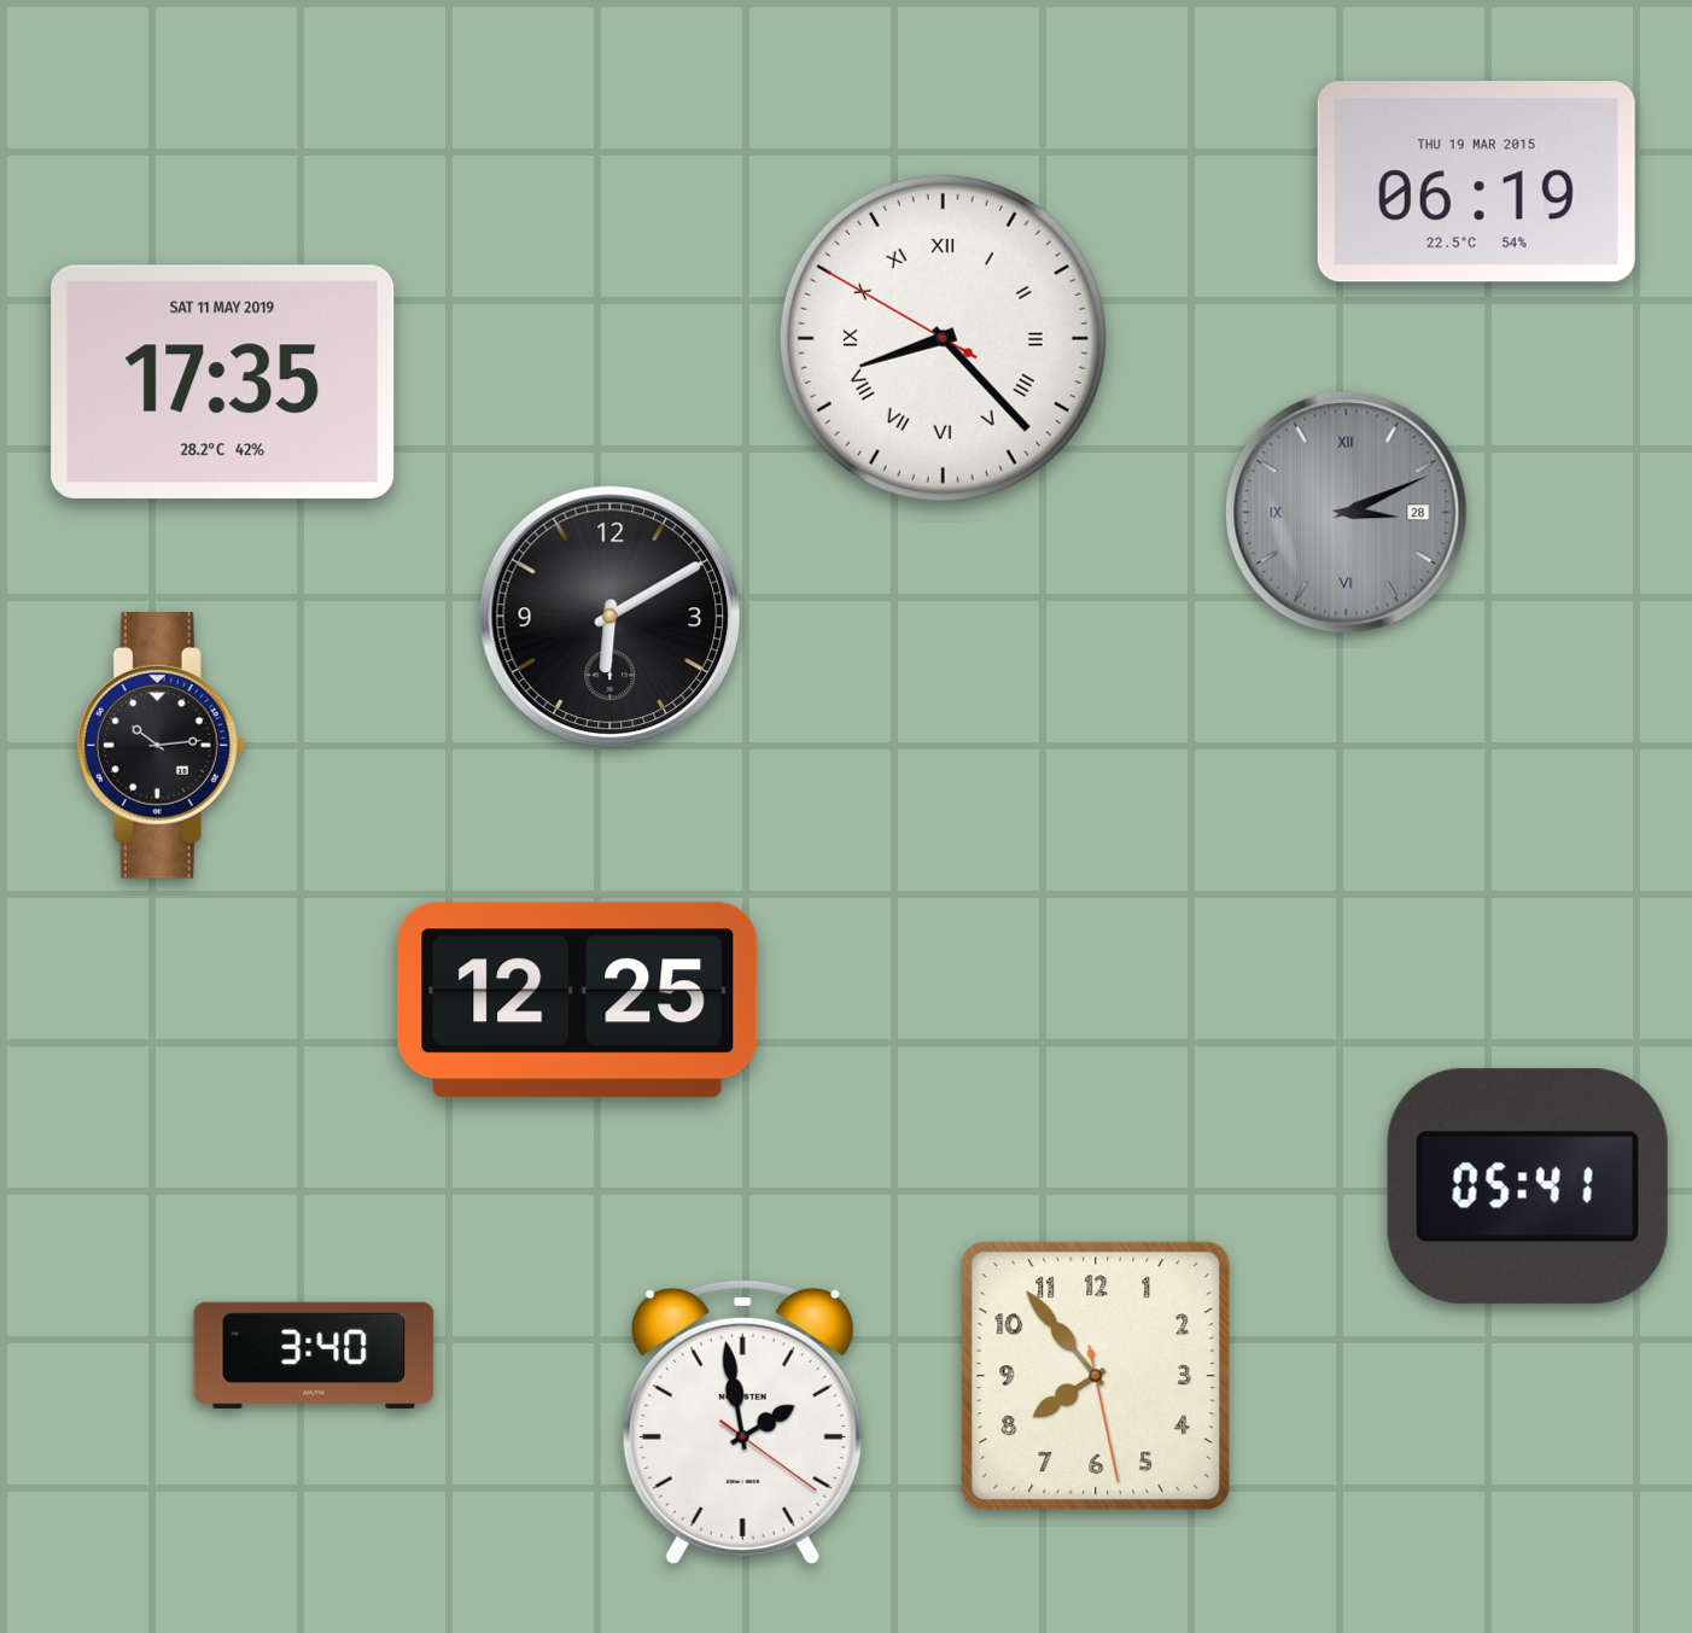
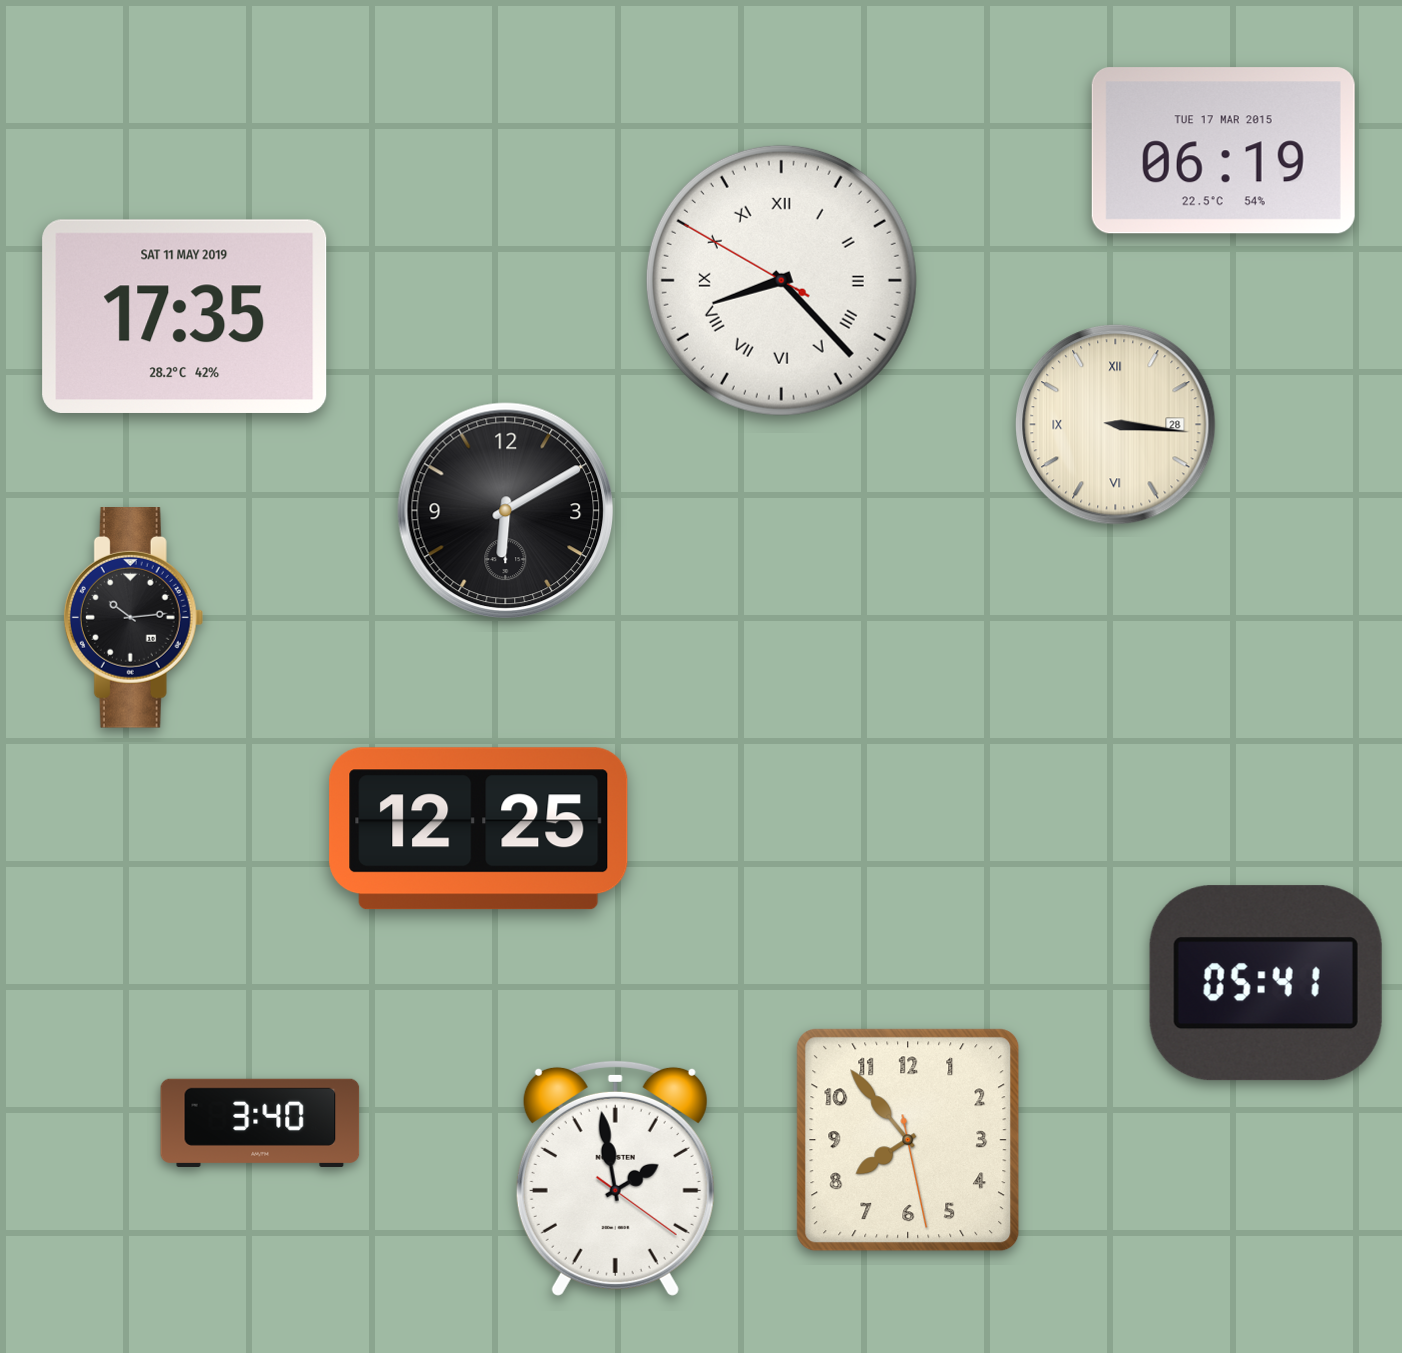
clock at (1476, 182) date: THU 19 MAR 2015 -> TUE 17 MAR 2015
clock at (1347, 513): 3:11 -> 3:16
clock at (1347, 513) dial: grey -> cream
